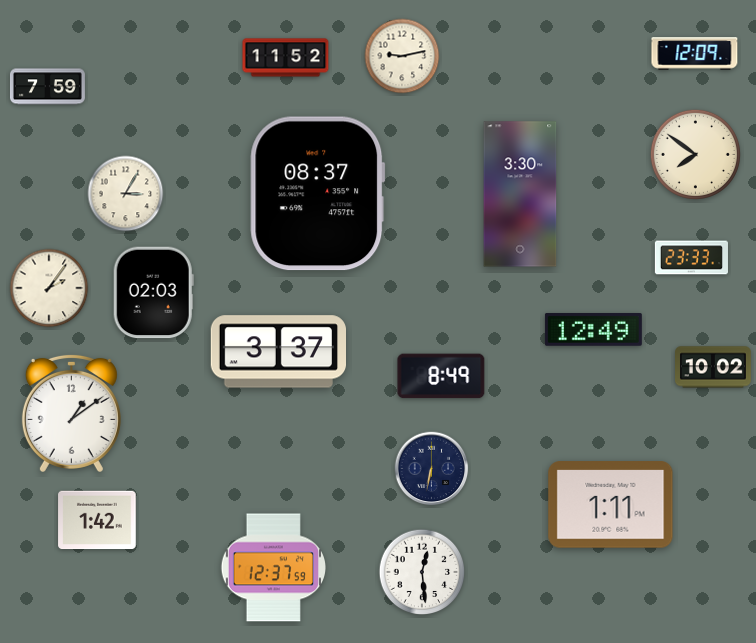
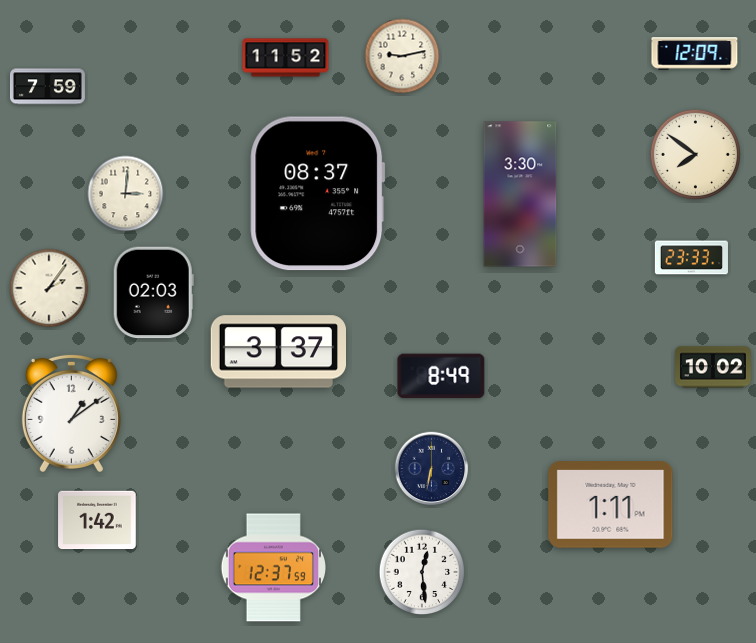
clock at (126, 194): 3:05 -> 3:01
clock at (593, 330): 12:49 -> none
